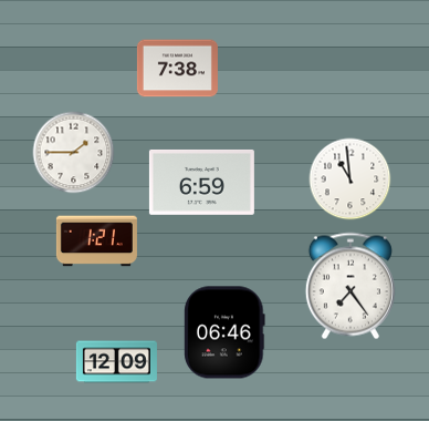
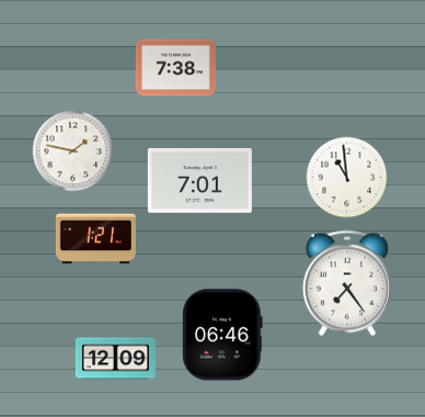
clock at (74, 153): 1:45 -> 1:47
clock at (201, 182): 6:59 -> 7:01
clock at (224, 332) position: (224, 332) -> (222, 335)
